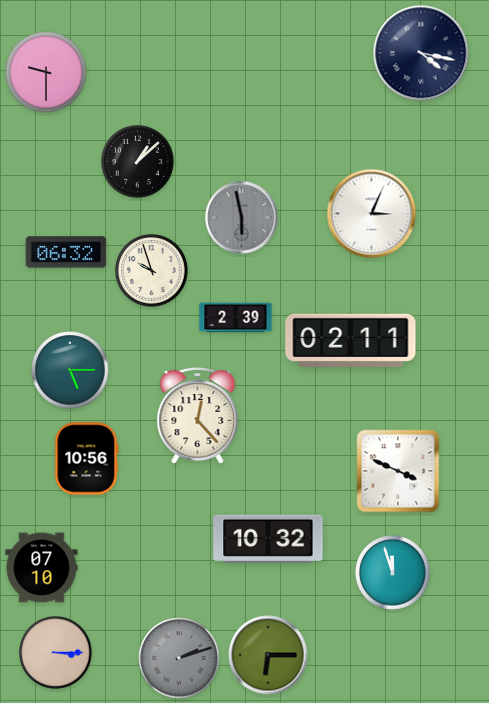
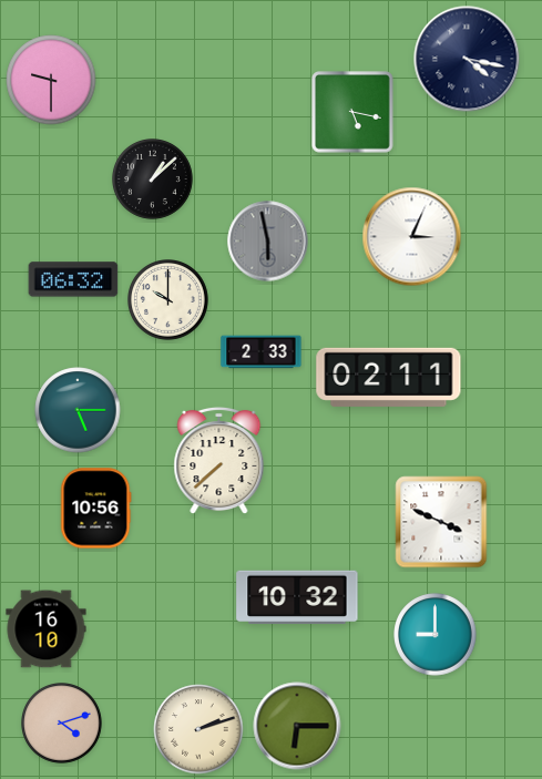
clock at (352, 112): none -> 5:17
clock at (152, 271): 9:57 -> 10:00
clock at (236, 318): 2:39 -> 2:33
clock at (198, 416): 12:23 -> 7:38
clock at (42, 568): 07:10 -> 16:10
clock at (393, 573): 11:57 -> 9:00
clock at (56, 653): 3:15 -> 4:12
clock at (179, 658) dial: grey -> cream
